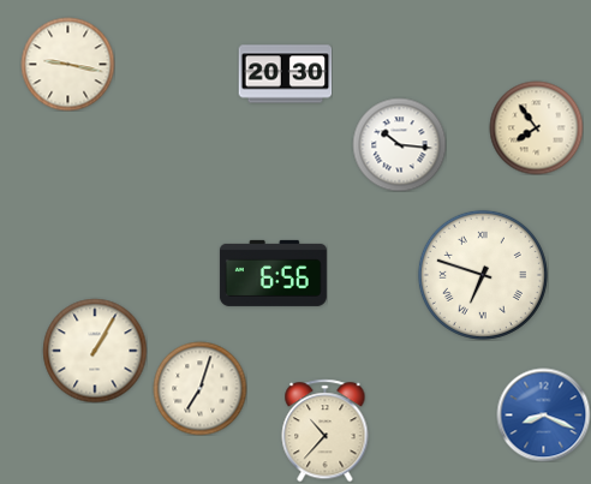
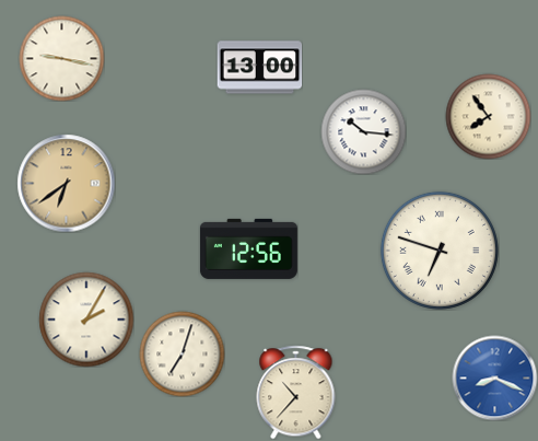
clock at (285, 74): 20:30 -> 13:00
clock at (66, 183): none -> 6:39
clock at (273, 273): 6:56 -> 12:56
clock at (95, 351): 1:05 -> 2:05
